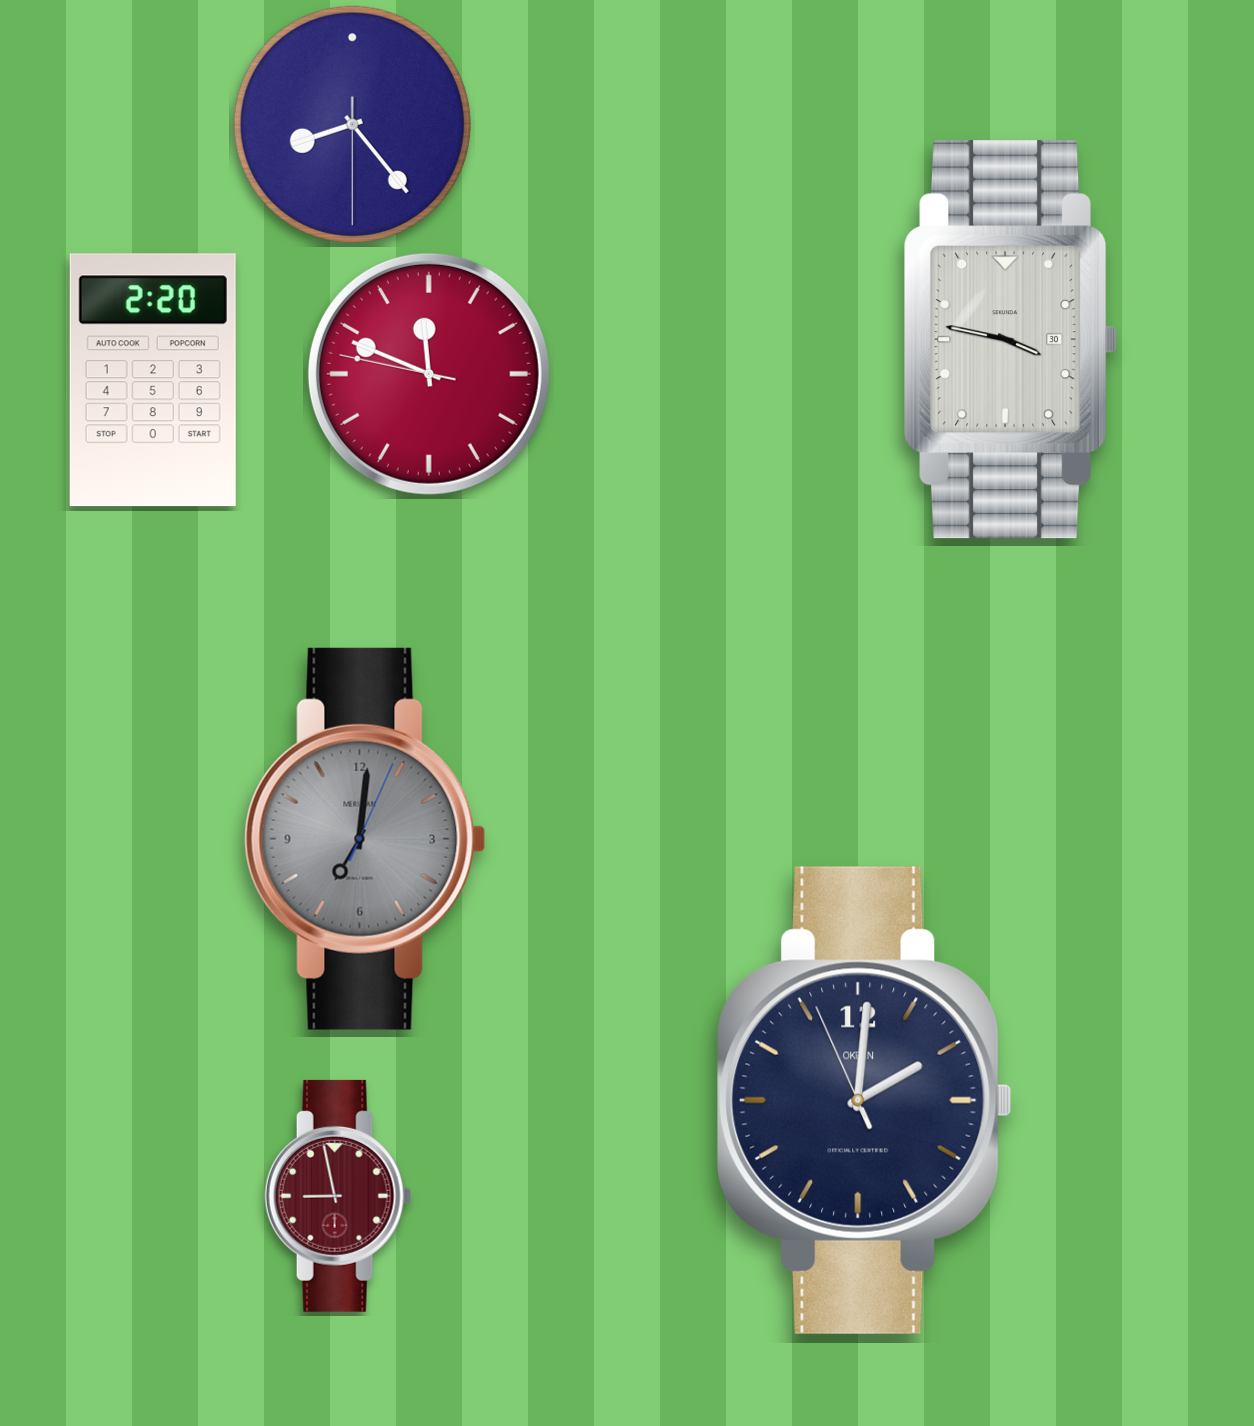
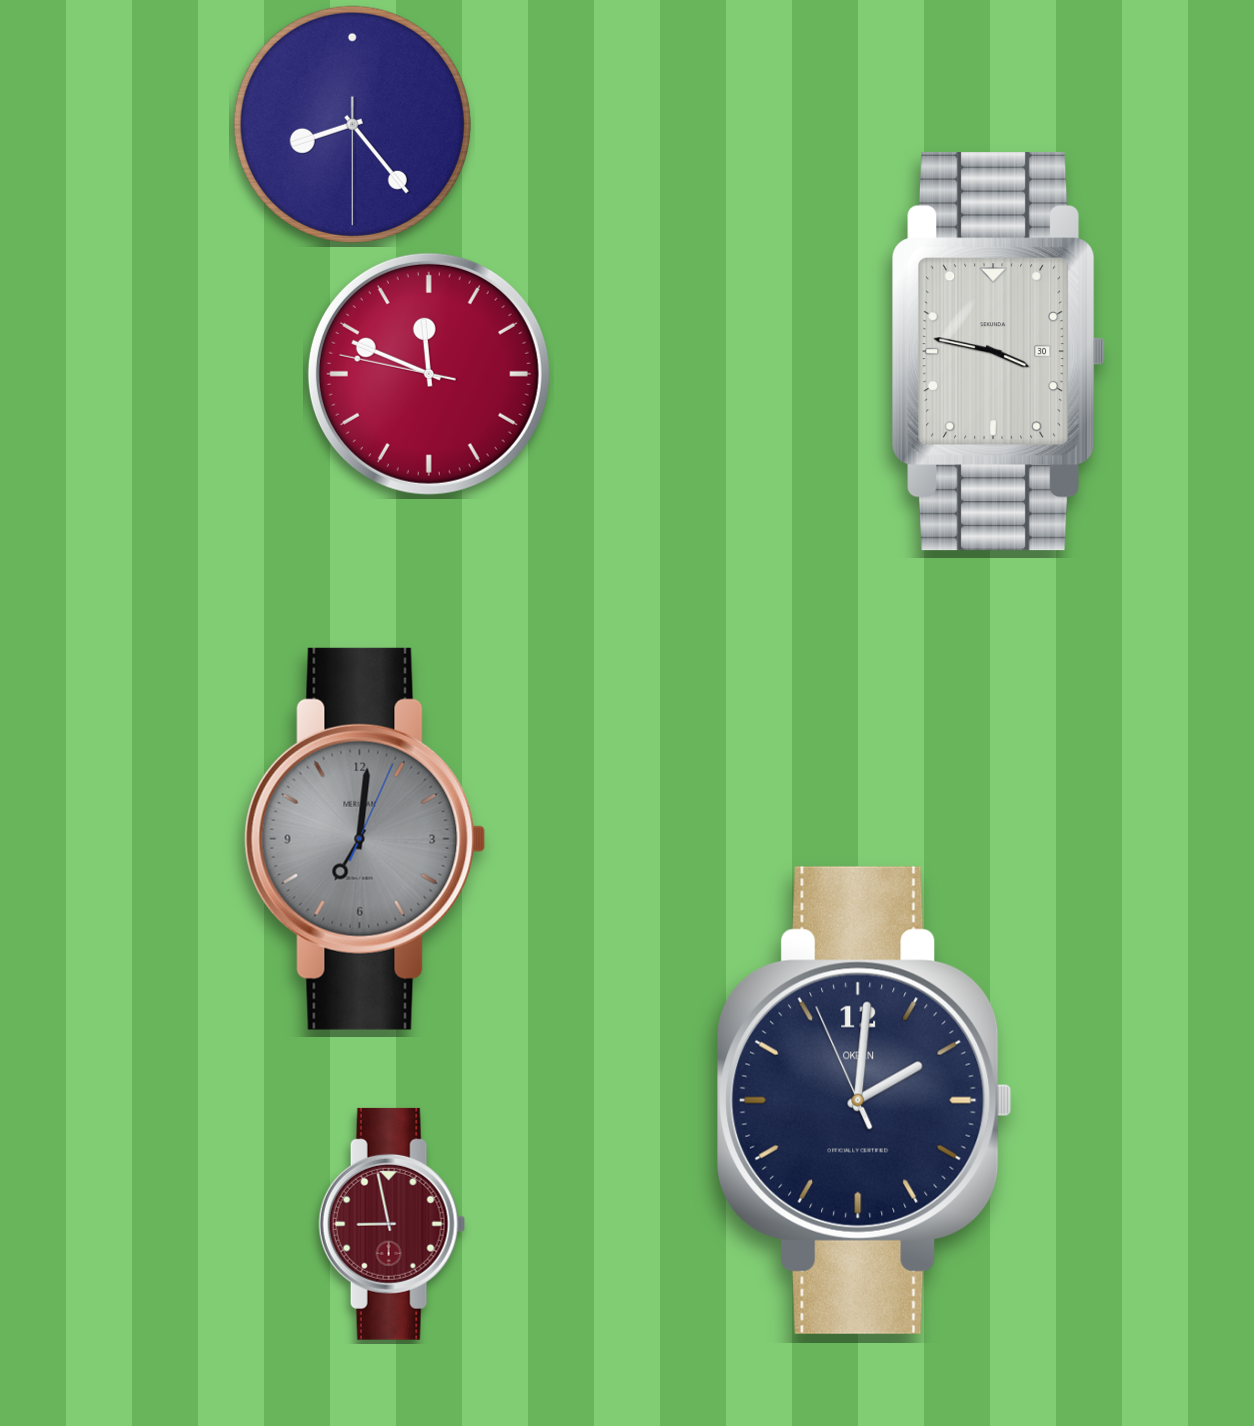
clock at (1011, 340) position: (1011, 340) -> (999, 352)
clock at (153, 380): 2:20 -> none
clock at (338, 1196) position: (338, 1196) -> (392, 1224)
